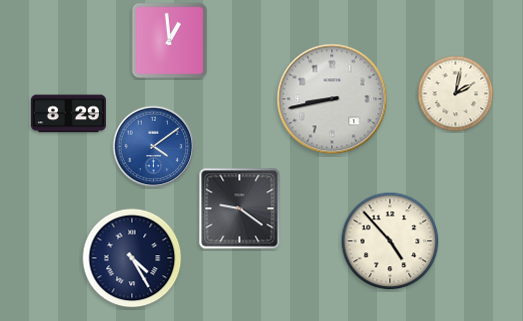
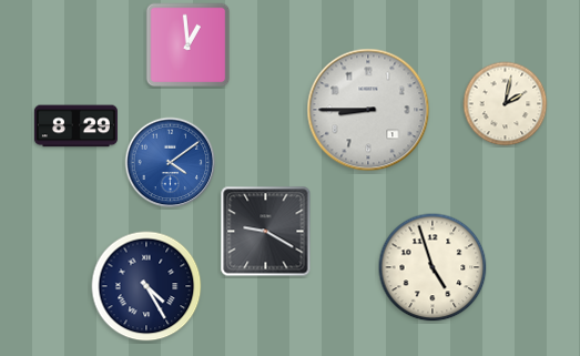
clock at (332, 99): 8:43 -> 8:45
clock at (240, 209): 9:21 -> 9:20
clock at (390, 241): 4:53 -> 4:57
